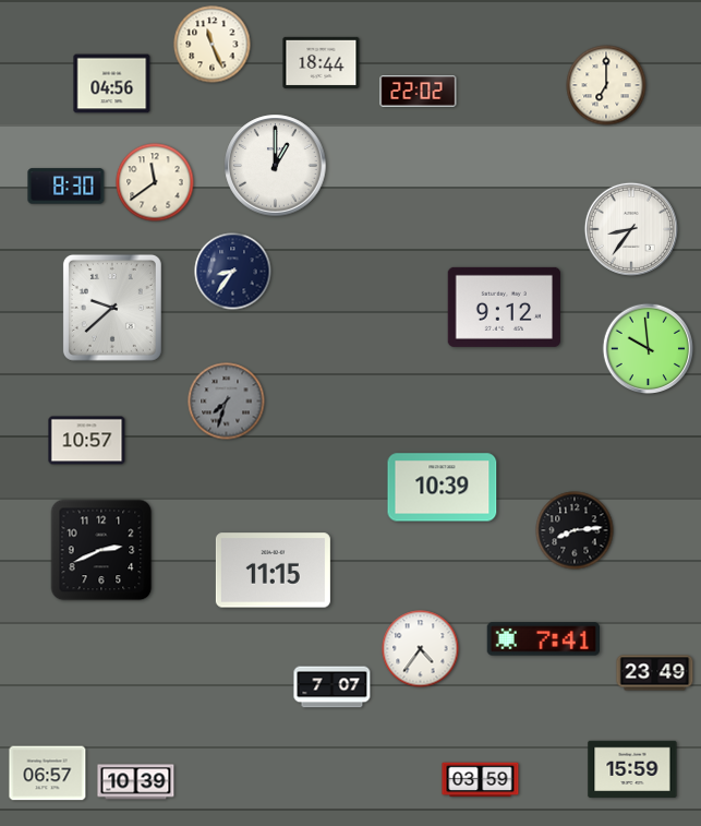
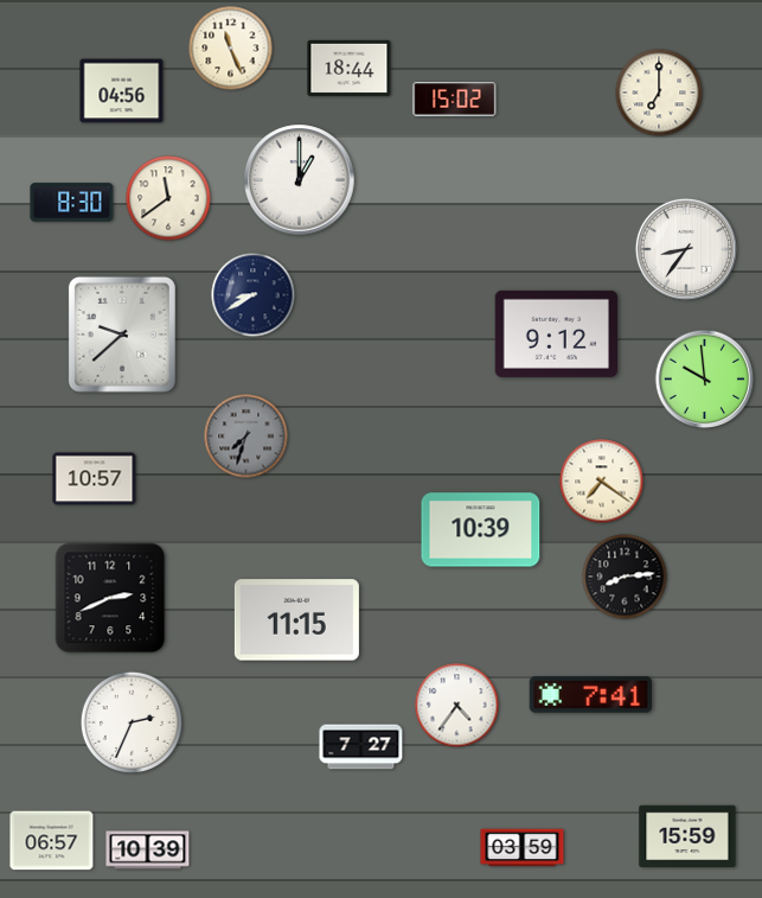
clock at (419, 92): 22:02 -> 15:02
clock at (233, 272): 8:36 -> 8:40
clock at (504, 307) position: (504, 307) -> (556, 333)
clock at (602, 482): none -> 7:21
clock at (132, 722): none -> 2:34
clock at (655, 673): 23:49 -> none
clock at (333, 687): 7:07 -> 7:27
